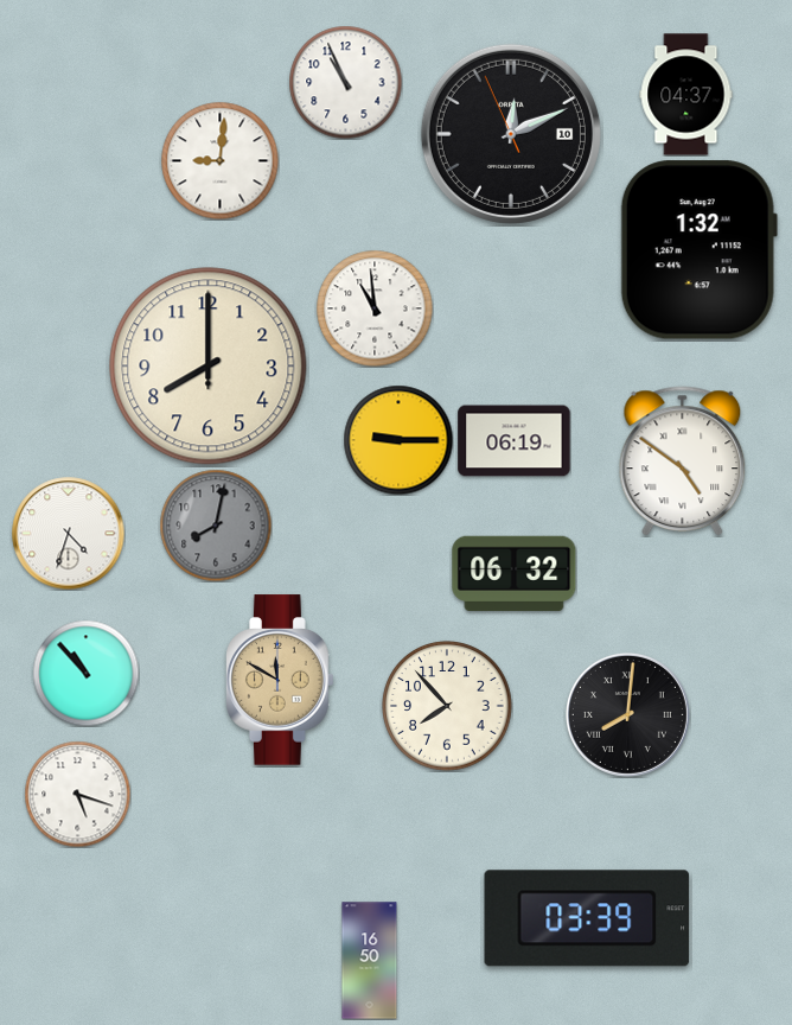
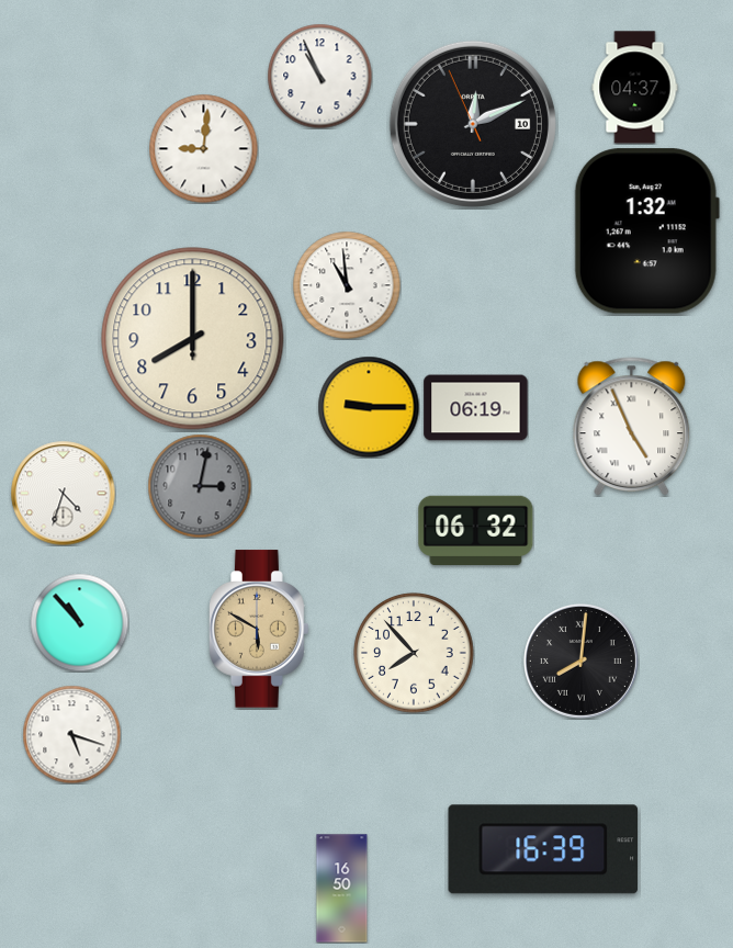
clock at (683, 461): 4:51 -> 4:56
clock at (216, 526): 8:02 -> 3:02
clock at (281, 680): 11:50 -> 5:50
clock at (587, 918): 03:39 -> 16:39
